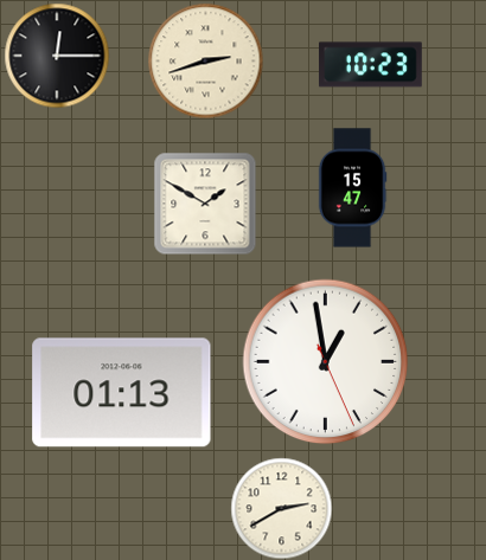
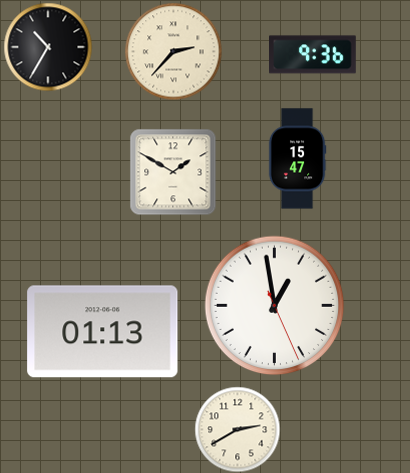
clock at (57, 56): 12:15 -> 10:35
clock at (205, 60): 2:42 -> 2:37
clock at (371, 65): 10:23 -> 9:36
